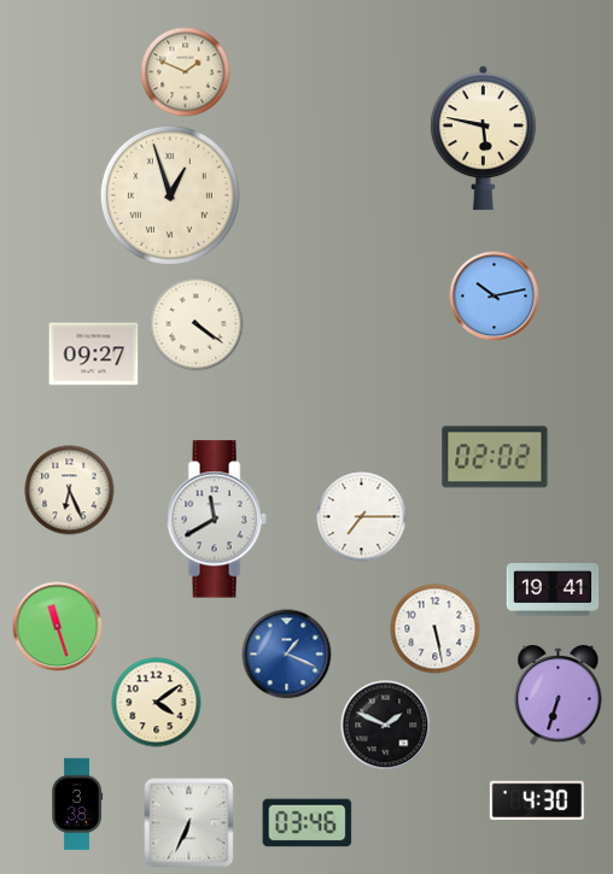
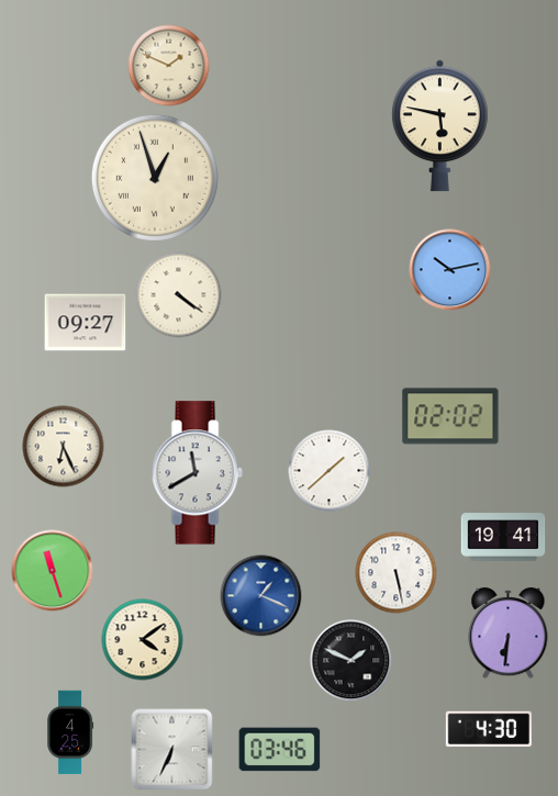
clock at (362, 517): 7:15 -> 1:38
clock at (559, 696): 6:33 -> 6:31
clock at (77, 804): 3:38 -> 4:25
